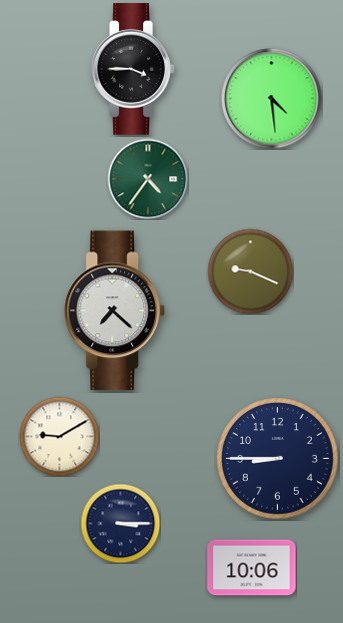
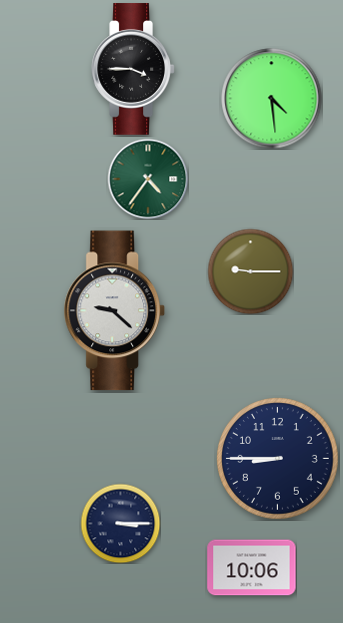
clock at (250, 271): 9:19 -> 9:15
clock at (115, 311): 7:22 -> 9:22
clock at (59, 436): 9:10 -> none
